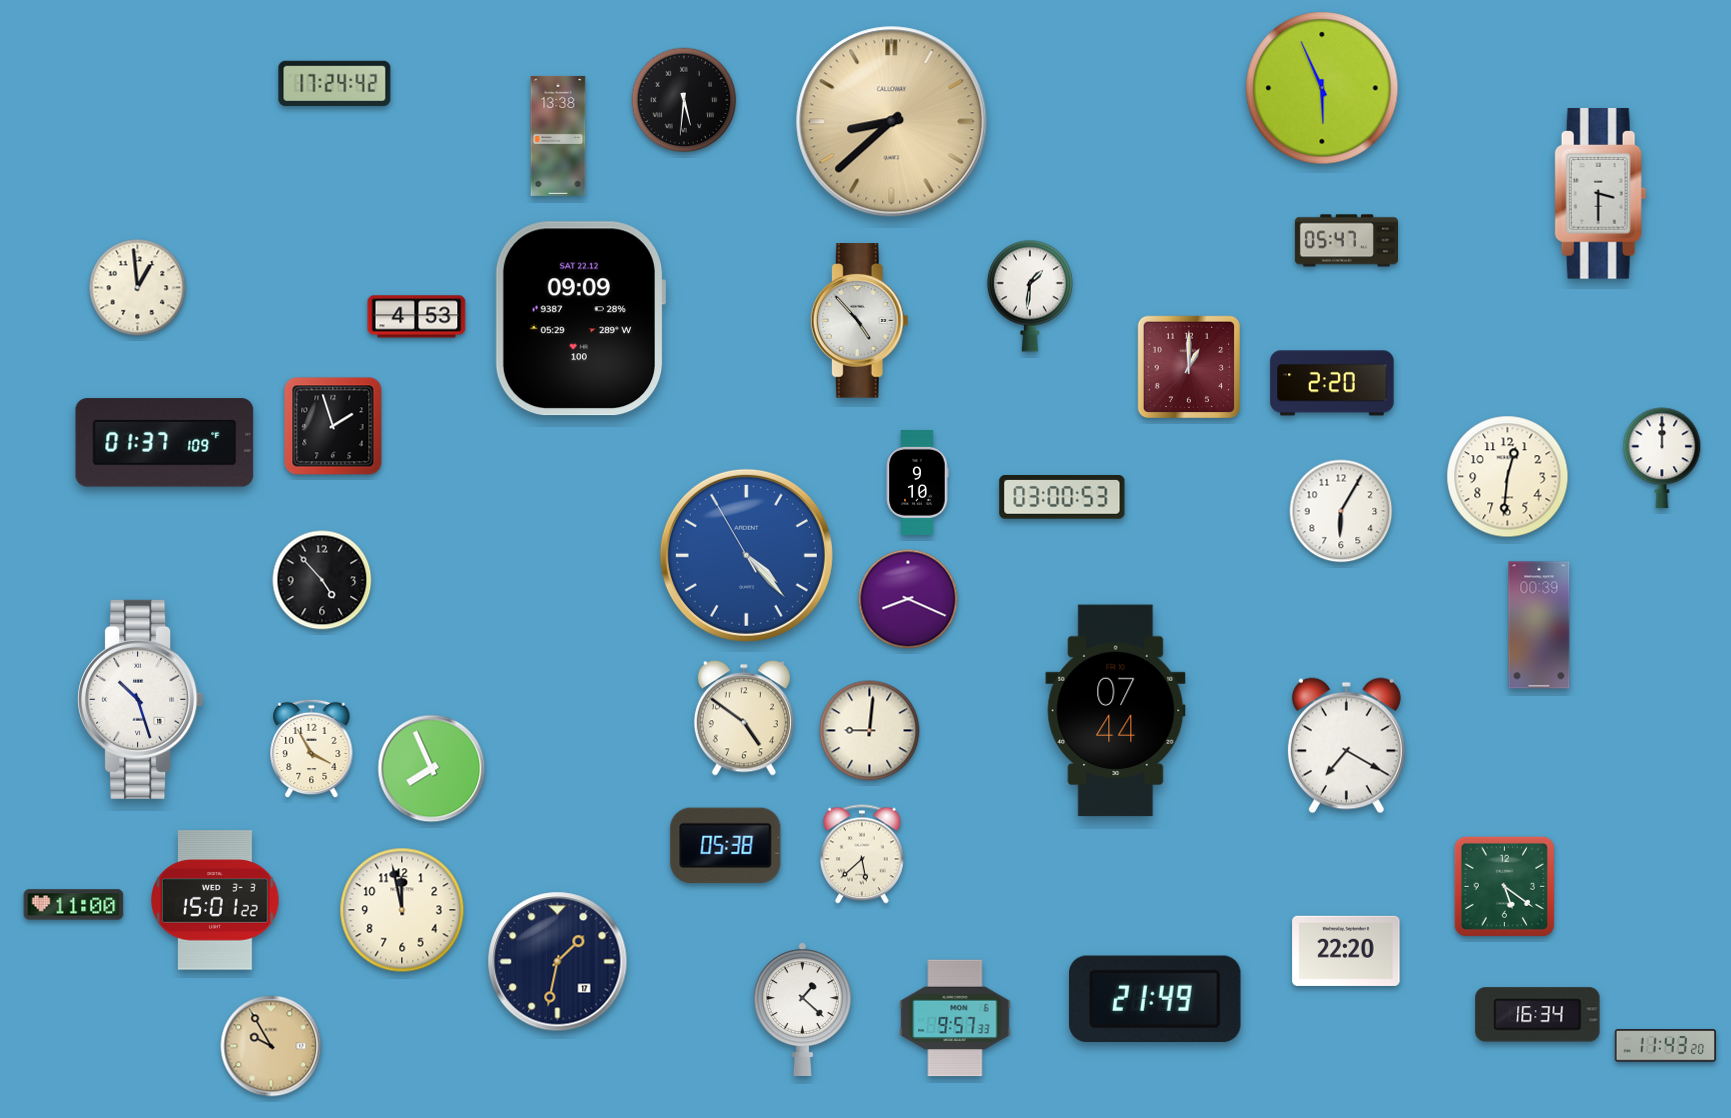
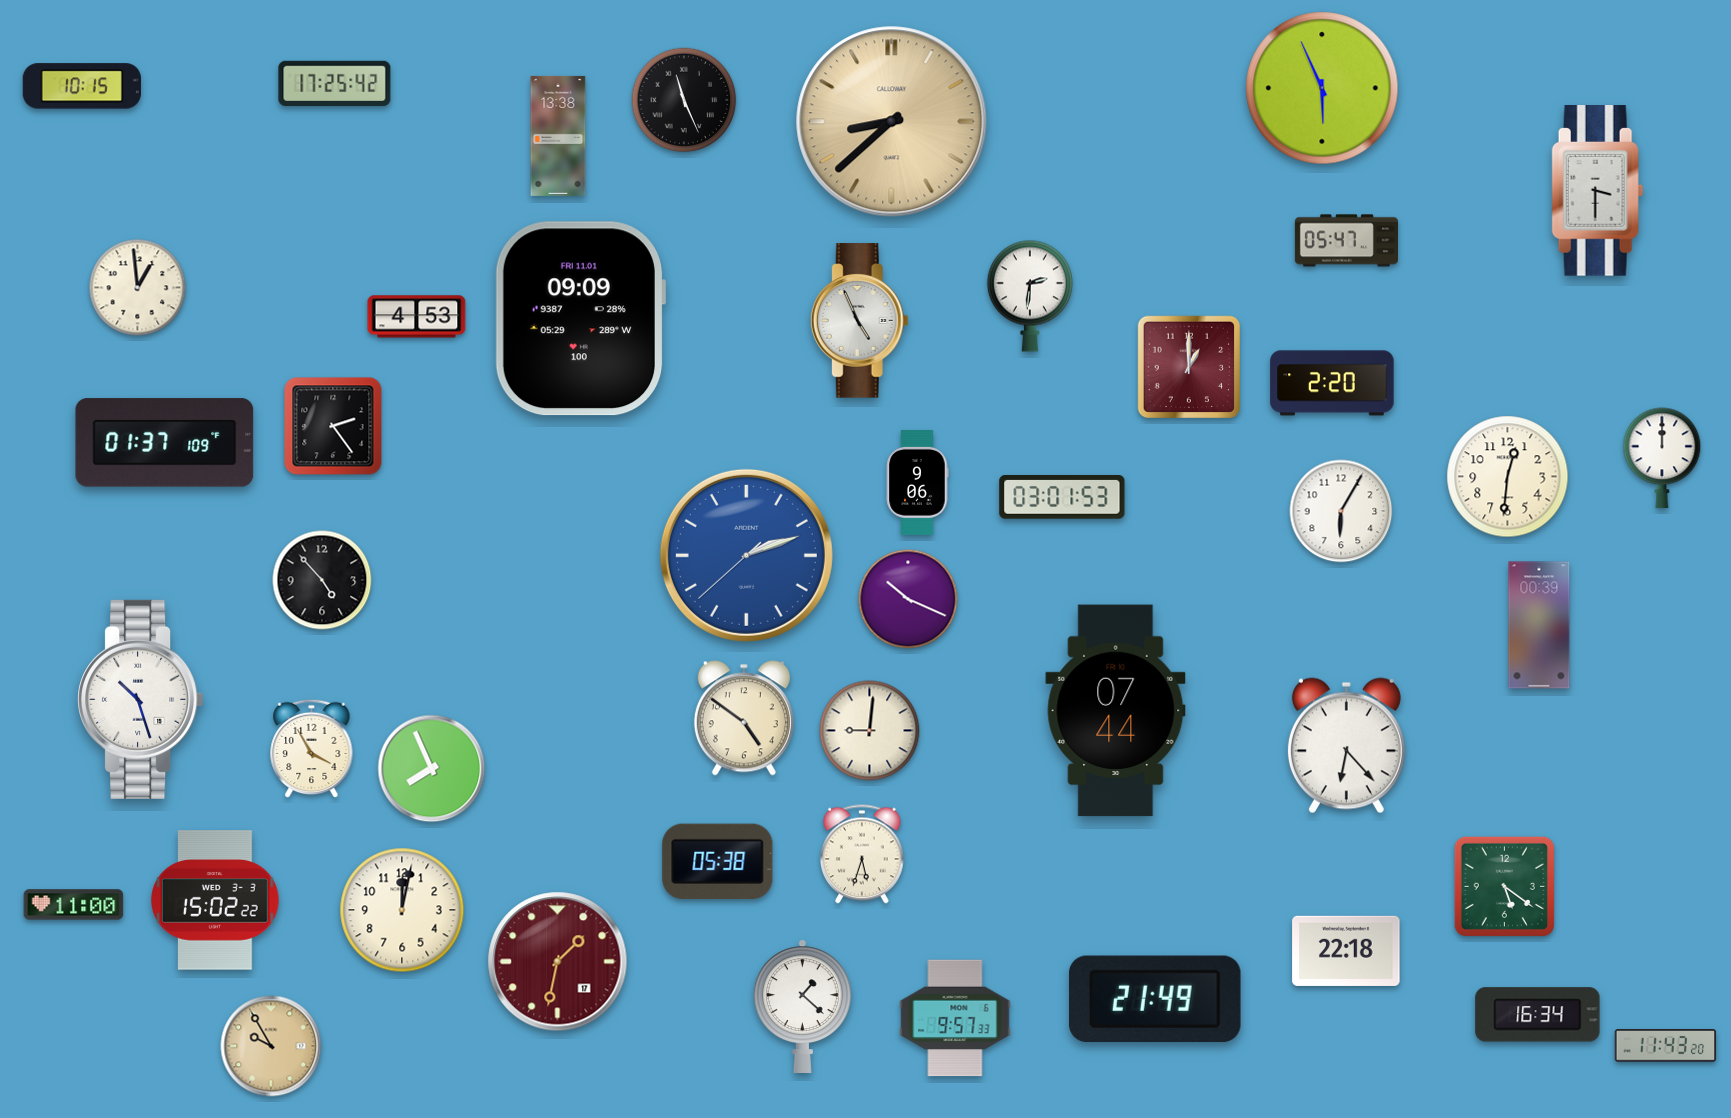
clock at (335, 83): 17:24 -> 17:25
clock at (82, 86): none -> 10:15
clock at (684, 100): 5:31 -> 11:26
clock at (1601, 194) position: (1601, 194) -> (1598, 191)
clock at (1030, 296): 1:31 -> 2:31
clock at (579, 319) date: SAT 22.12 -> FRI 11.01
clock at (859, 321): 4:53 -> 4:56
clock at (333, 426): 1:57 -> 2:24
clock at (917, 482): 9:10 -> 9:06
clock at (1062, 498): 03:00 -> 03:01
clock at (746, 555): 4:22 -> 2:11
clock at (908, 599): 8:19 -> 10:19
clock at (1346, 746): 7:20 -> 6:23
clock at (726, 846) position: (726, 846) -> (718, 862)
clock at (863, 854): 5:38 -> 5:33
clock at (215, 900): 15:01 -> 15:02
clock at (402, 910): 11:58 -> 12:02
clock at (1346, 951): 22:20 -> 22:18
clock at (558, 962) dial: navy -> burgundy
clock at (802, 1009) position: (802, 1009) -> (802, 1006)
